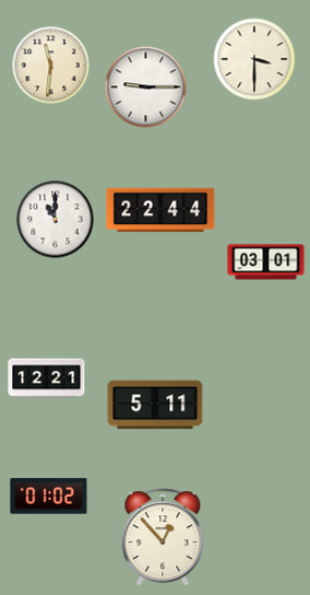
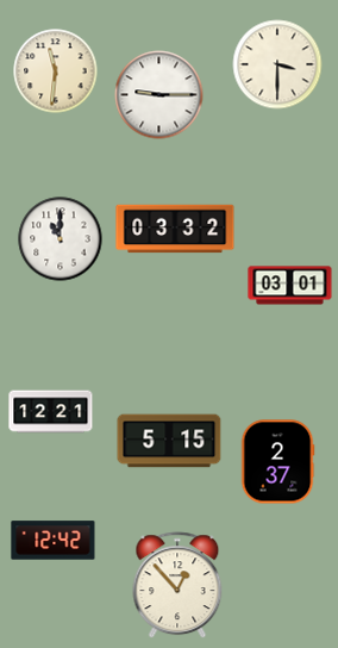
clock at (160, 210): 22:44 -> 03:32
clock at (155, 405): 5:11 -> 5:15
clock at (277, 462): none -> 2:37
clock at (49, 497): 01:02 -> 12:42
